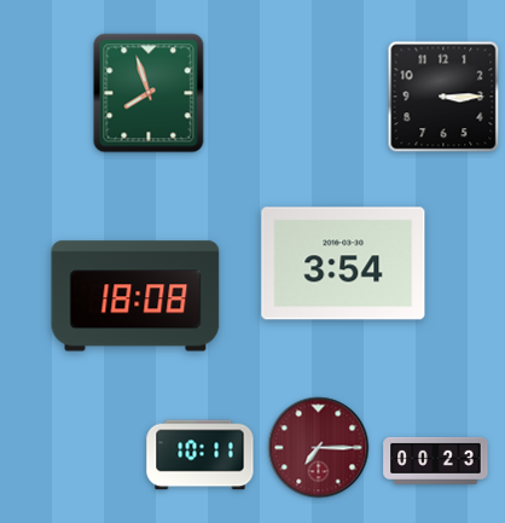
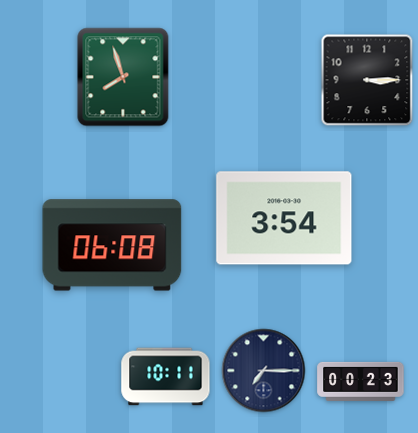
clock at (135, 296): 18:08 -> 06:08
clock at (319, 448) dial: burgundy -> navy
